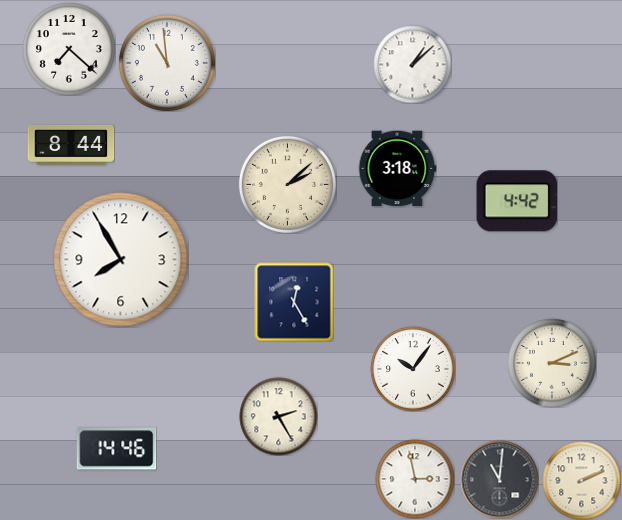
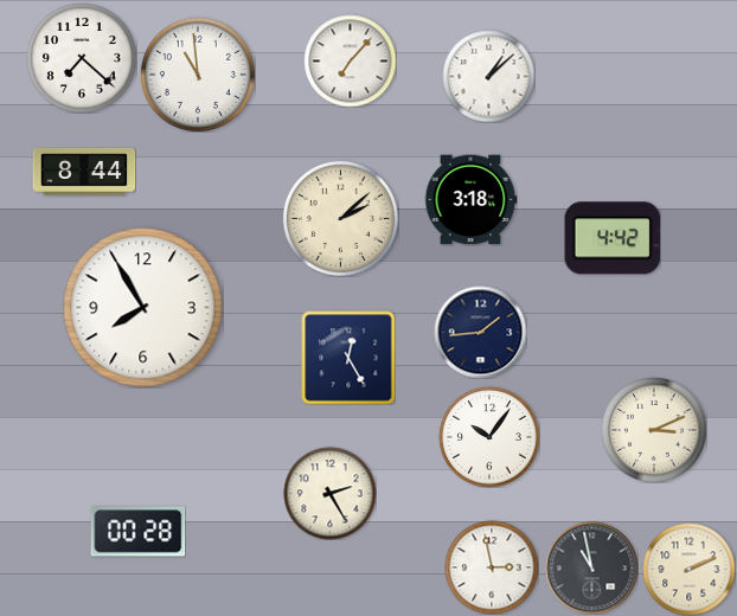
clock at (350, 60): none -> 7:07
clock at (480, 332): none -> 1:44
clock at (116, 449): 14:46 -> 00:28
clock at (499, 479): 11:01 -> 10:58
